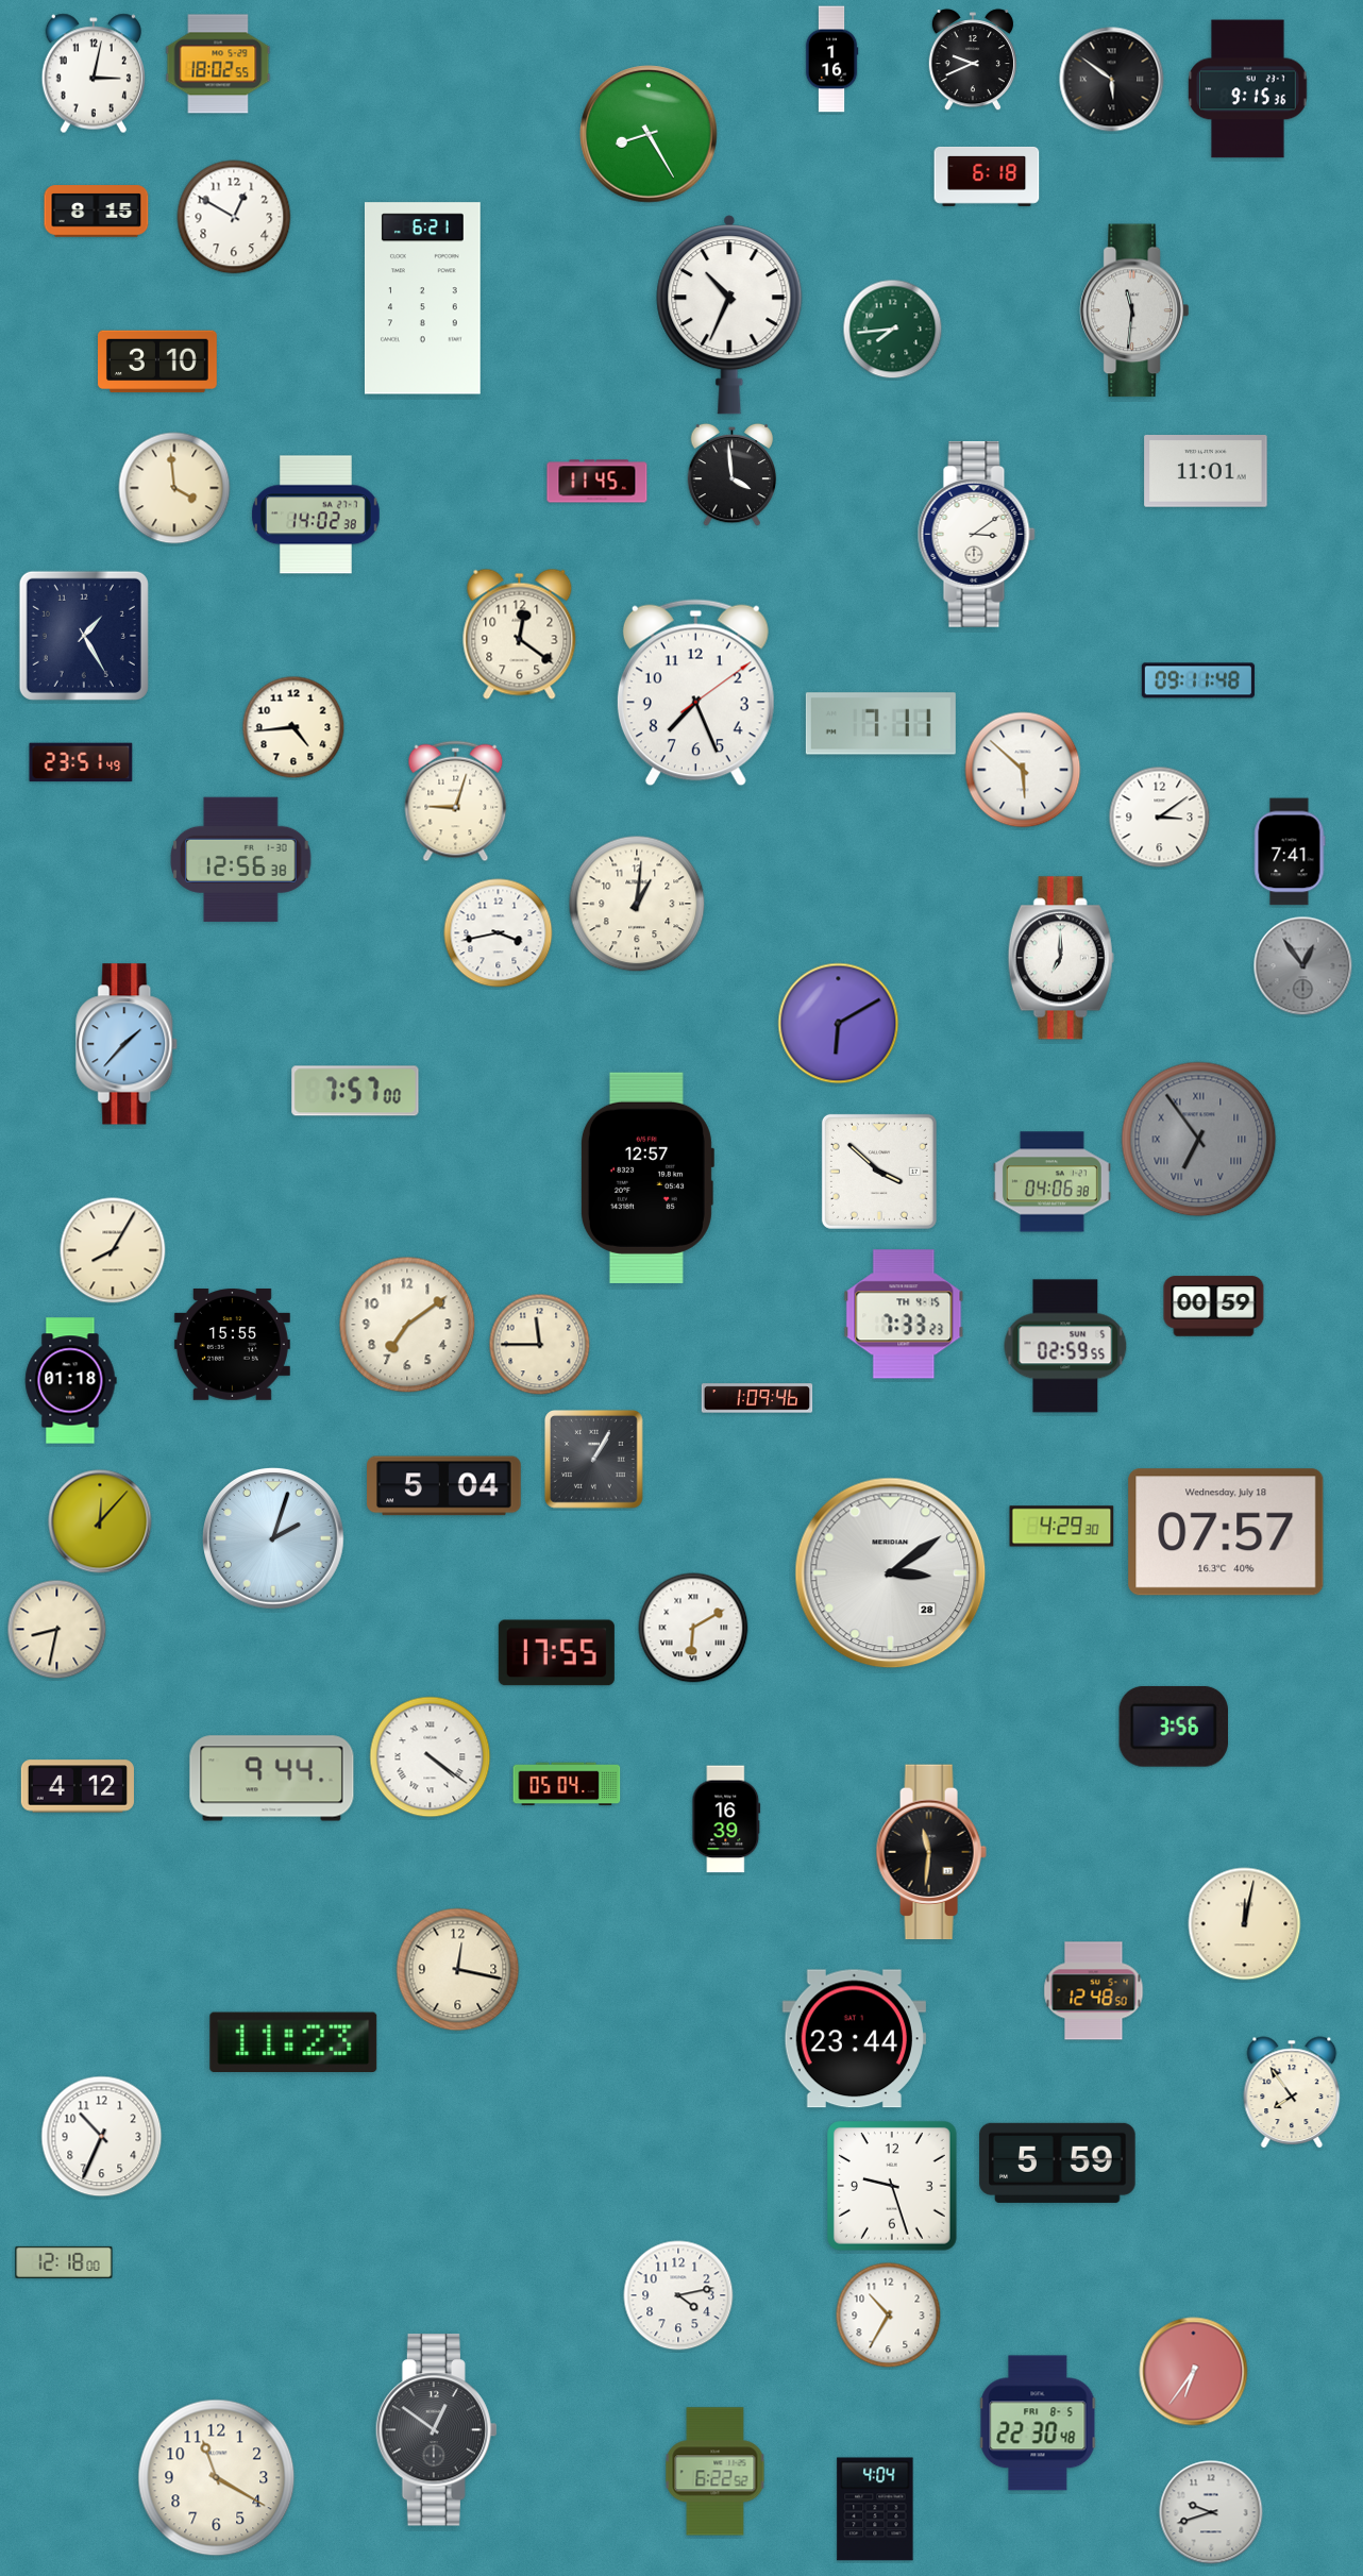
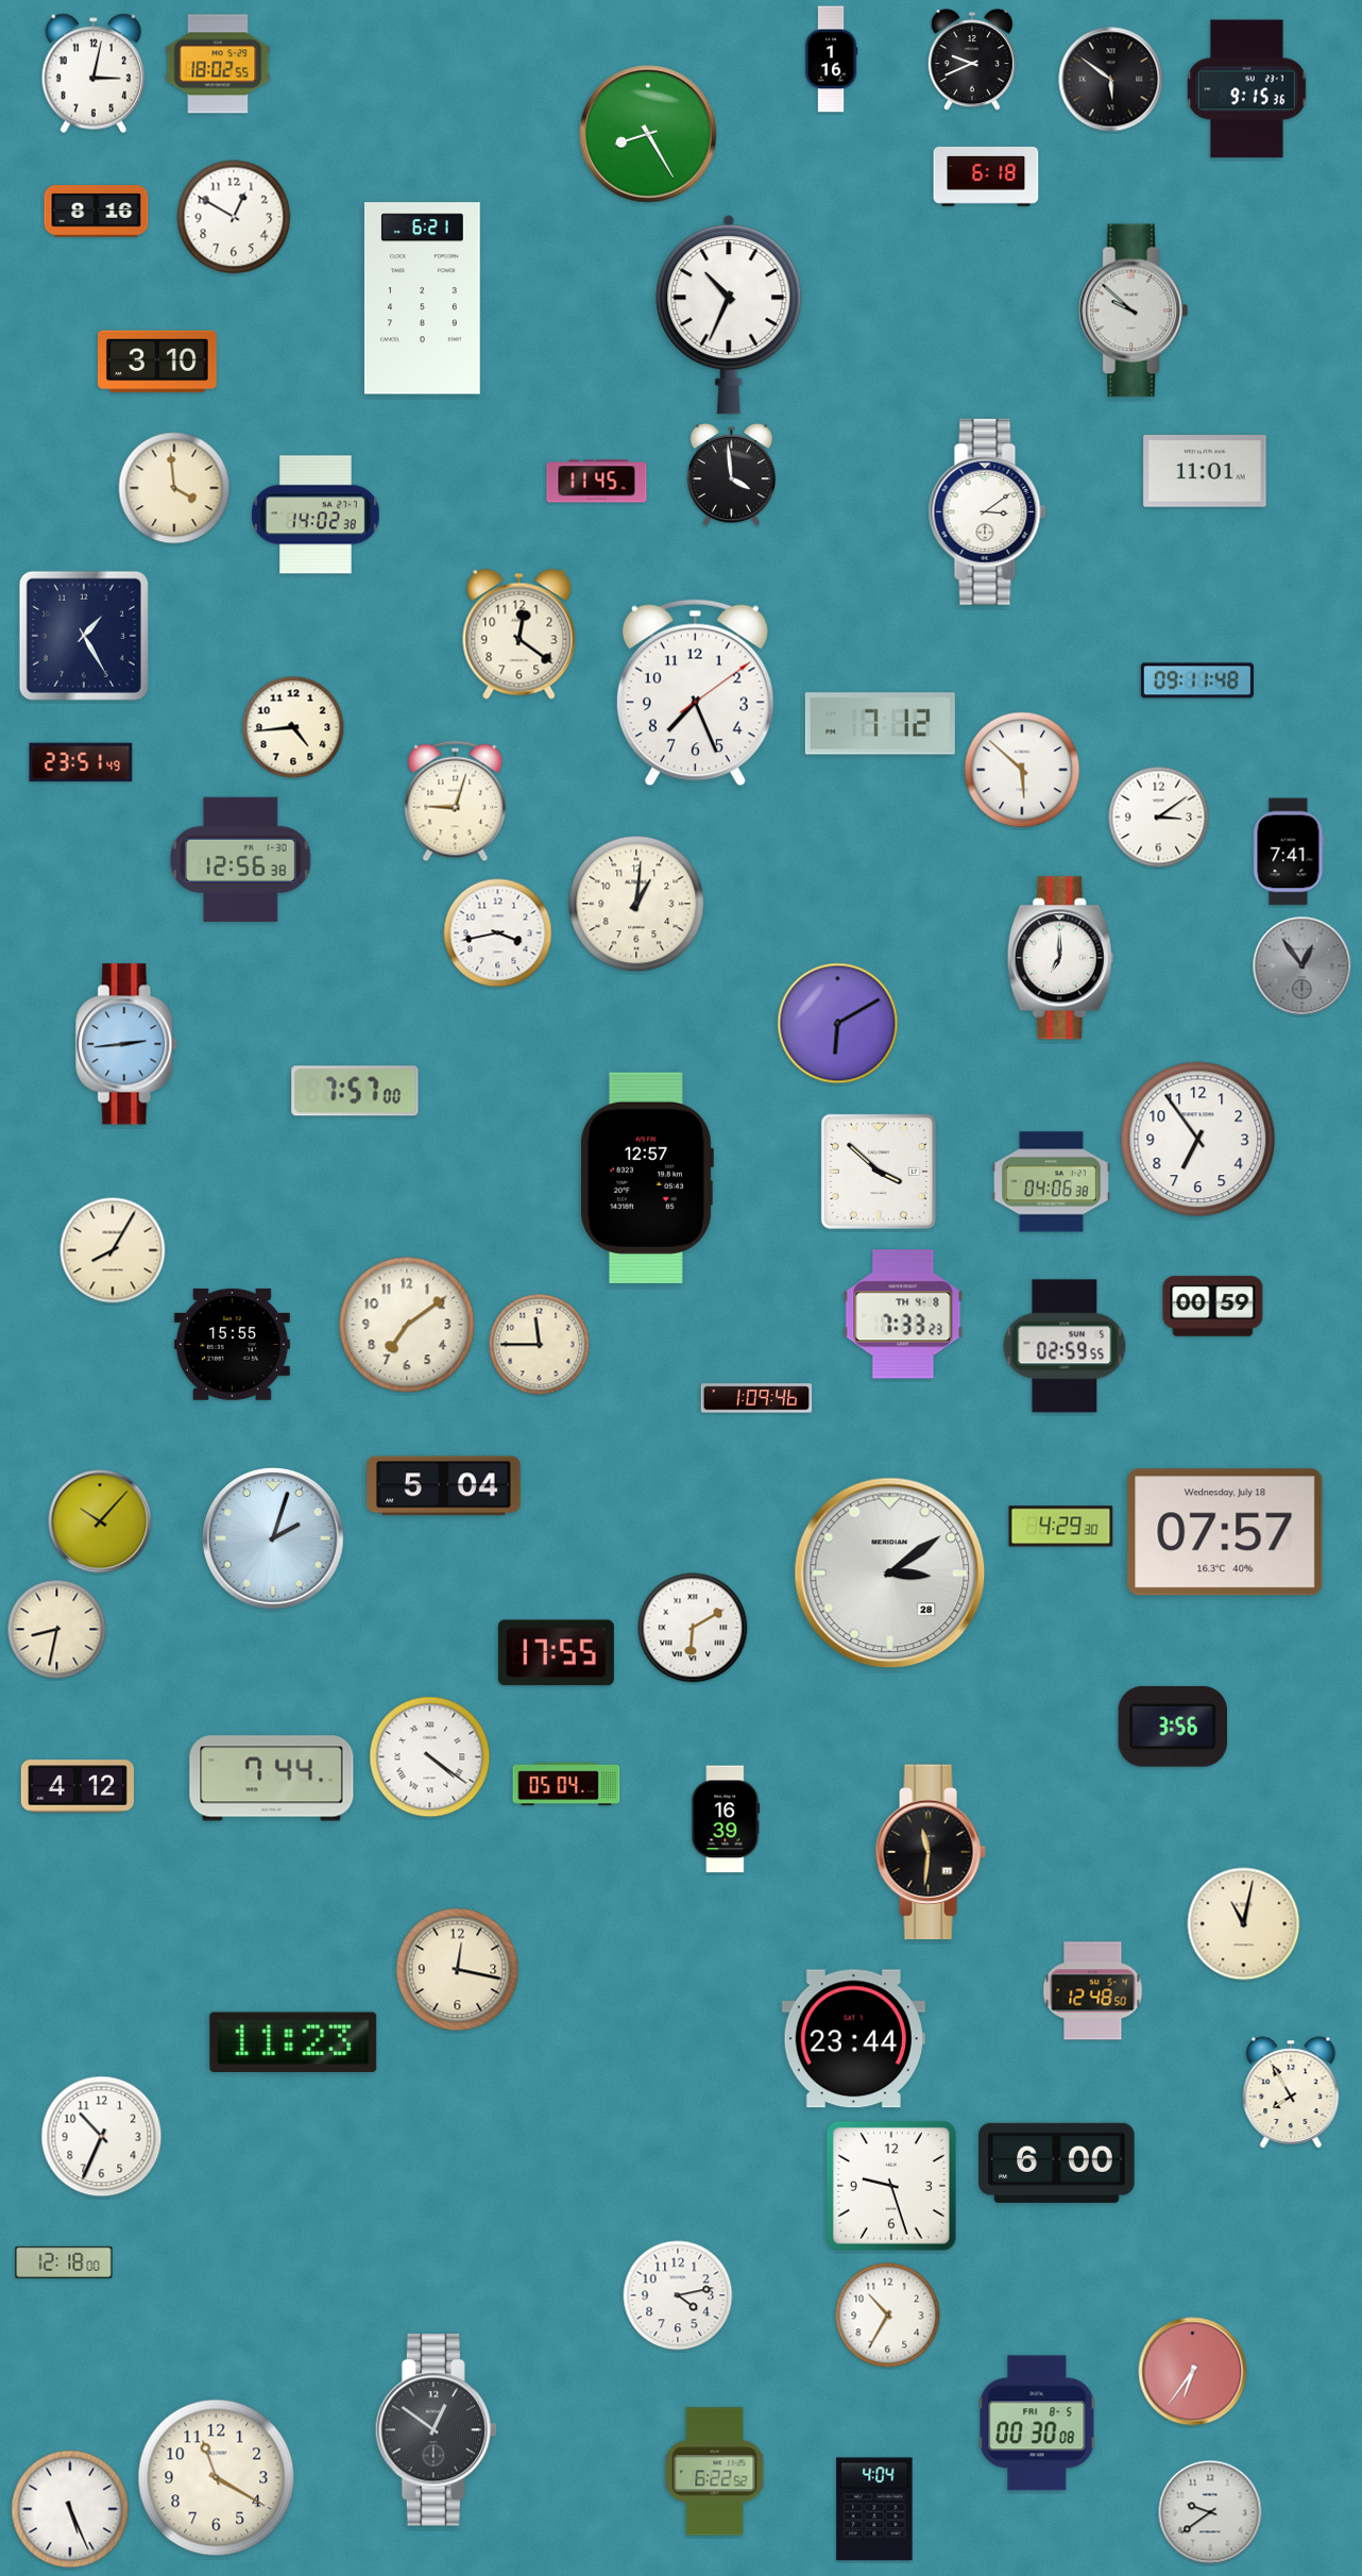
clock at (97, 212): 8:15 -> 8:16
clock at (1134, 310): 11:31 -> 9:52
clock at (893, 330): 7:44 -> none
clock at (976, 534) position: (976, 534) -> (987, 511)
clock at (880, 724): 7:11 -> 7:12
clock at (128, 1044): 1:37 -> 2:44
clock at (1199, 1140) dial: grey -> white
clock at (1199, 1140) numerals: Roman -> Arabic
clock at (904, 1314) date: TH 4-15 -> TH 4-8
clock at (70, 1381): 01:18 -> none
clock at (594, 1460): 1:05 -> none
clock at (100, 1521): 12:07 -> 10:07
clock at (272, 1779): 9:44 -> 7:44
clock at (1245, 1924): 12:02 -> 11:02
clock at (1292, 2092): 7:54 -> 7:55
clock at (1058, 2162): 5:59 -> 6:00
clock at (1038, 2423): 22:30 -> 00:30
clock at (70, 2509): none -> 5:26
clock at (1211, 2512): 9:42 -> 9:39
